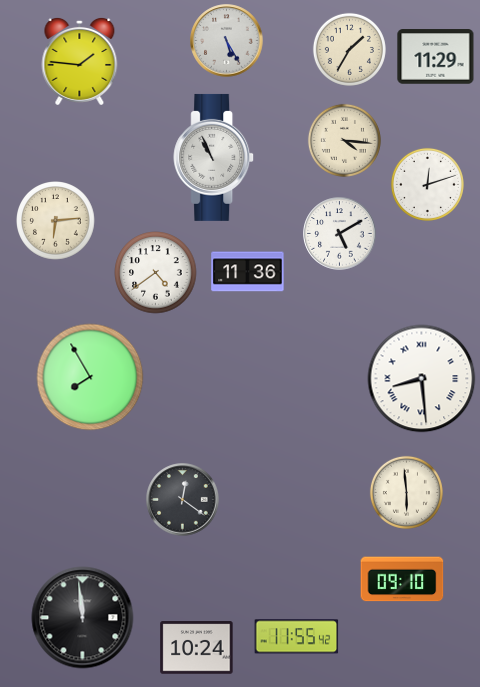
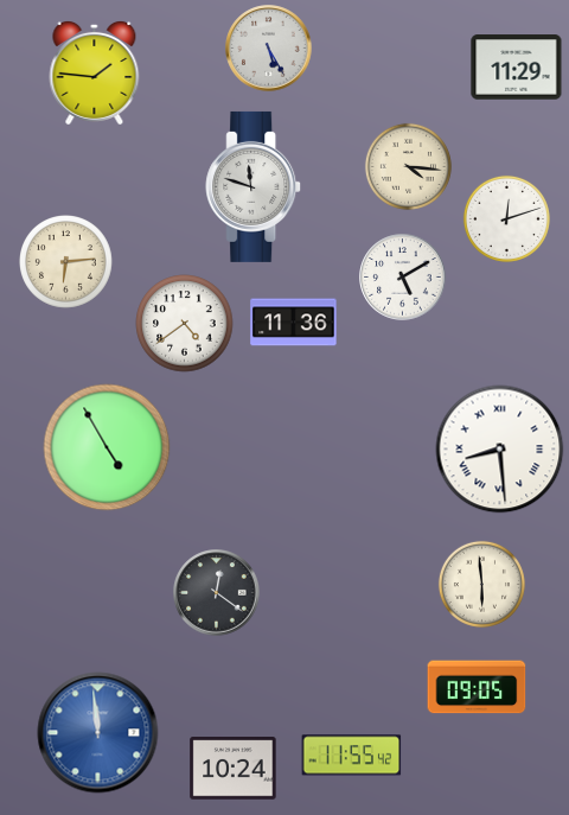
clock at (349, 49): 1:35 -> none
clock at (214, 157): 10:56 -> 11:48
clock at (90, 377): 7:55 -> 4:55
clock at (402, 579): 09:10 -> 09:05
clock at (83, 618) dial: black -> blue
